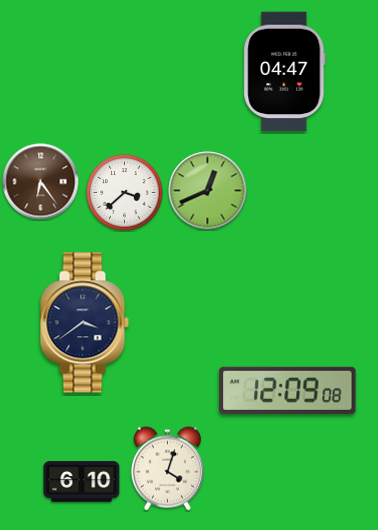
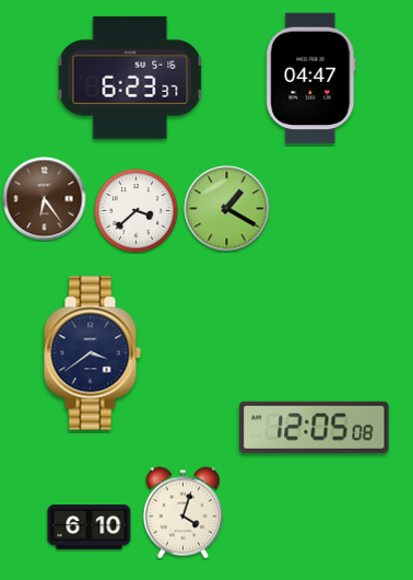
clock at (130, 78): none -> 6:23
clock at (208, 191): 12:41 -> 1:20
clock at (288, 390): 12:09 -> 12:05
